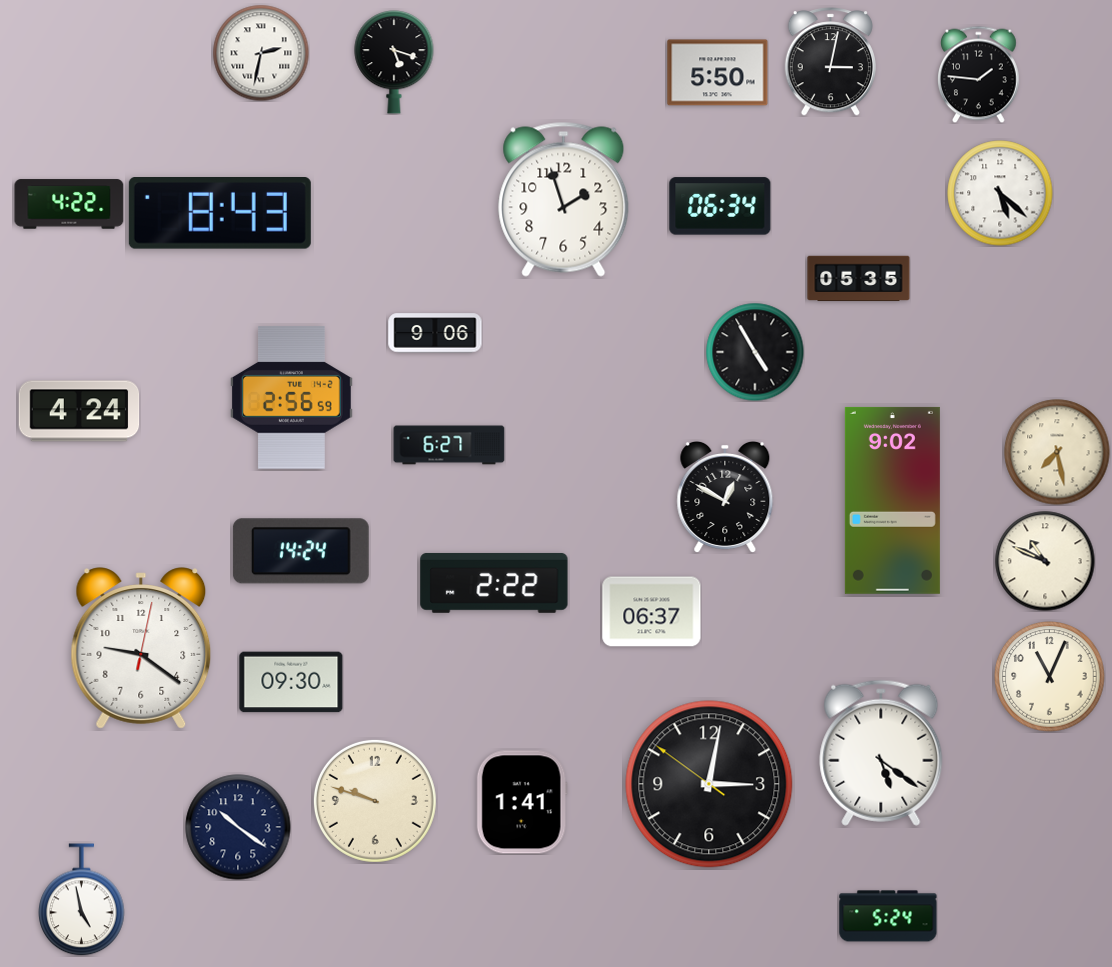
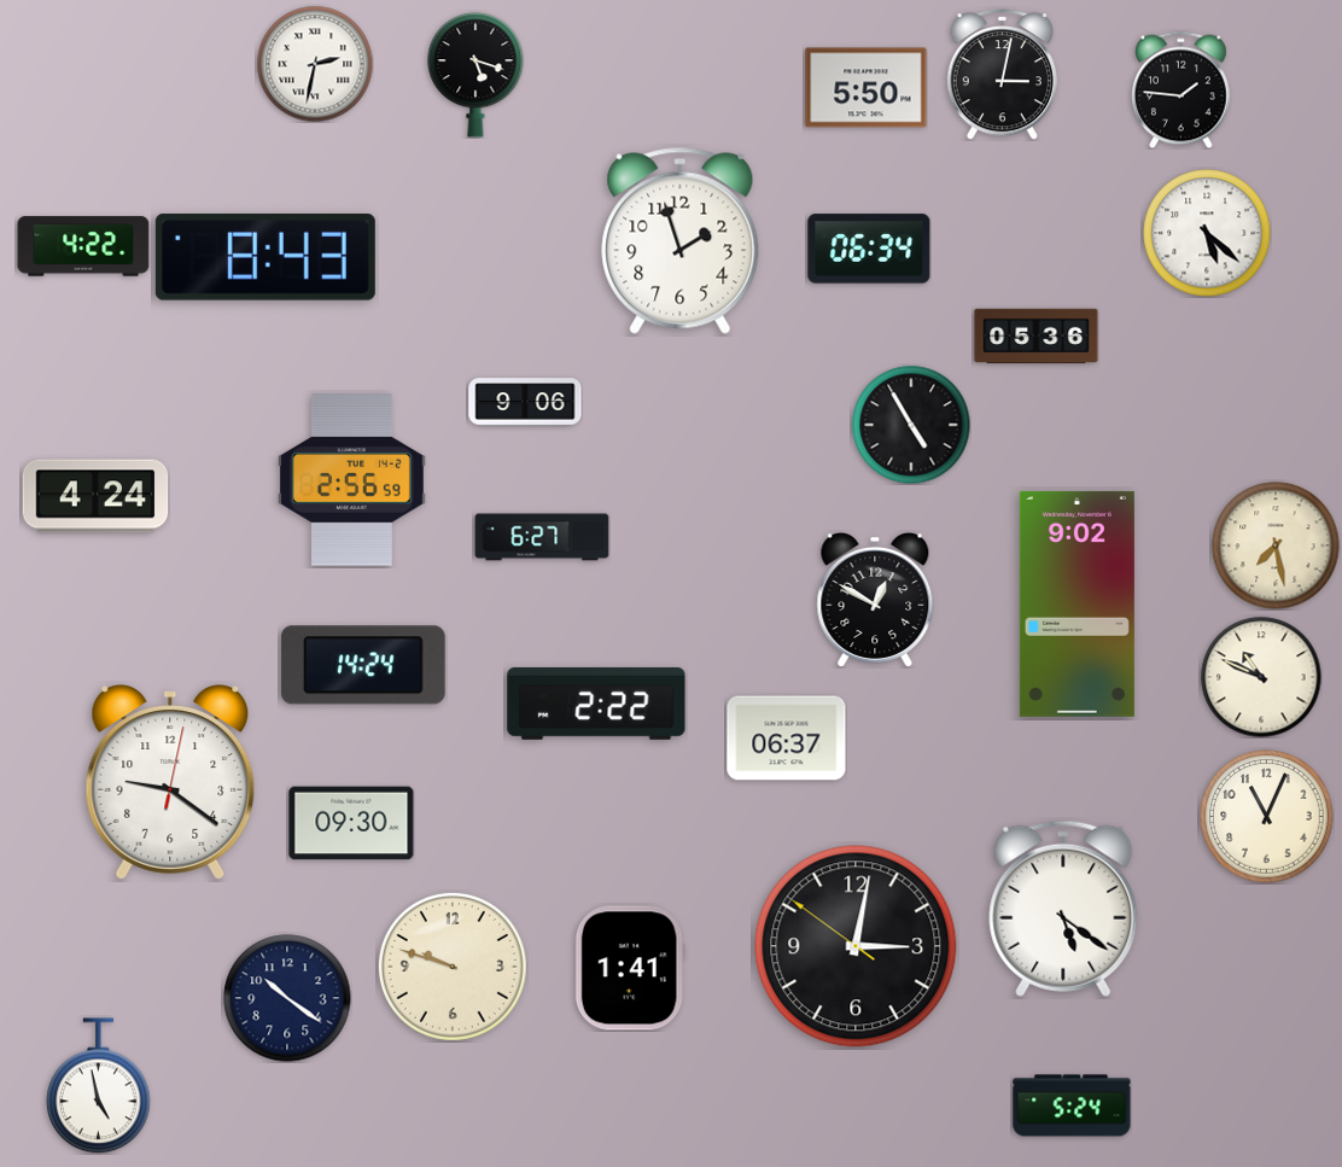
clock at (859, 279): 05:35 -> 05:36
